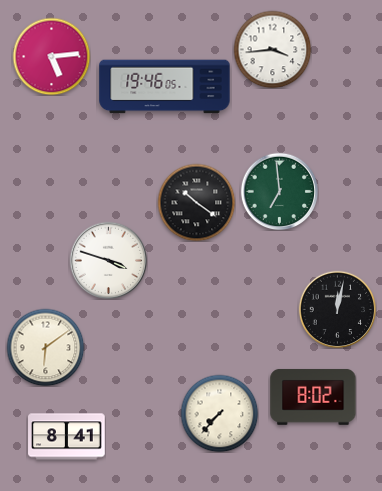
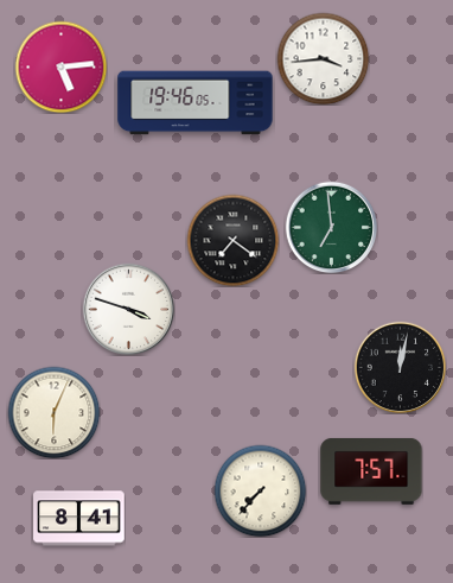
clock at (196, 202): 10:21 -> 7:21
clock at (45, 347): 6:09 -> 6:04
clock at (313, 397): 8:02 -> 7:57
